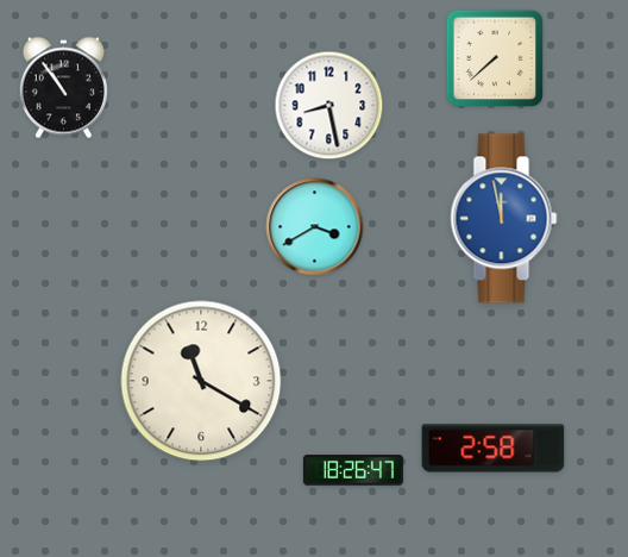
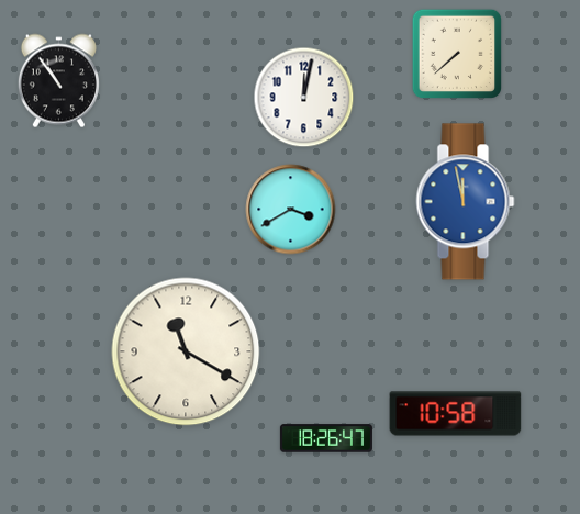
clock at (329, 106): 8:28 -> 12:02
clock at (494, 449): 2:58 -> 10:58
clock at (353, 470) position: (353, 470) -> (326, 438)
